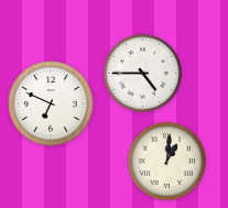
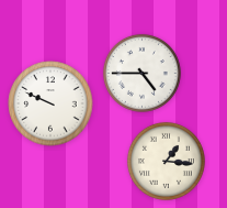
clock at (51, 103): 6:49 -> 9:49
clock at (166, 161): 1:01 -> 1:16
